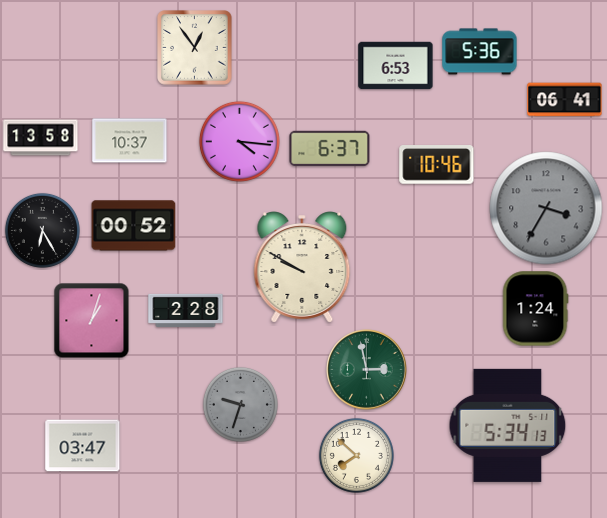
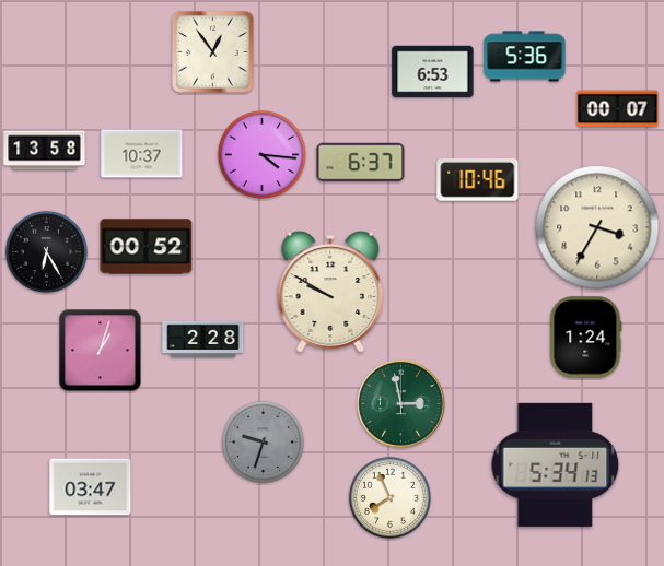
clock at (565, 100): 06:41 -> 00:07
clock at (546, 208) dial: grey -> cream
clock at (356, 455): 7:52 -> 7:56
